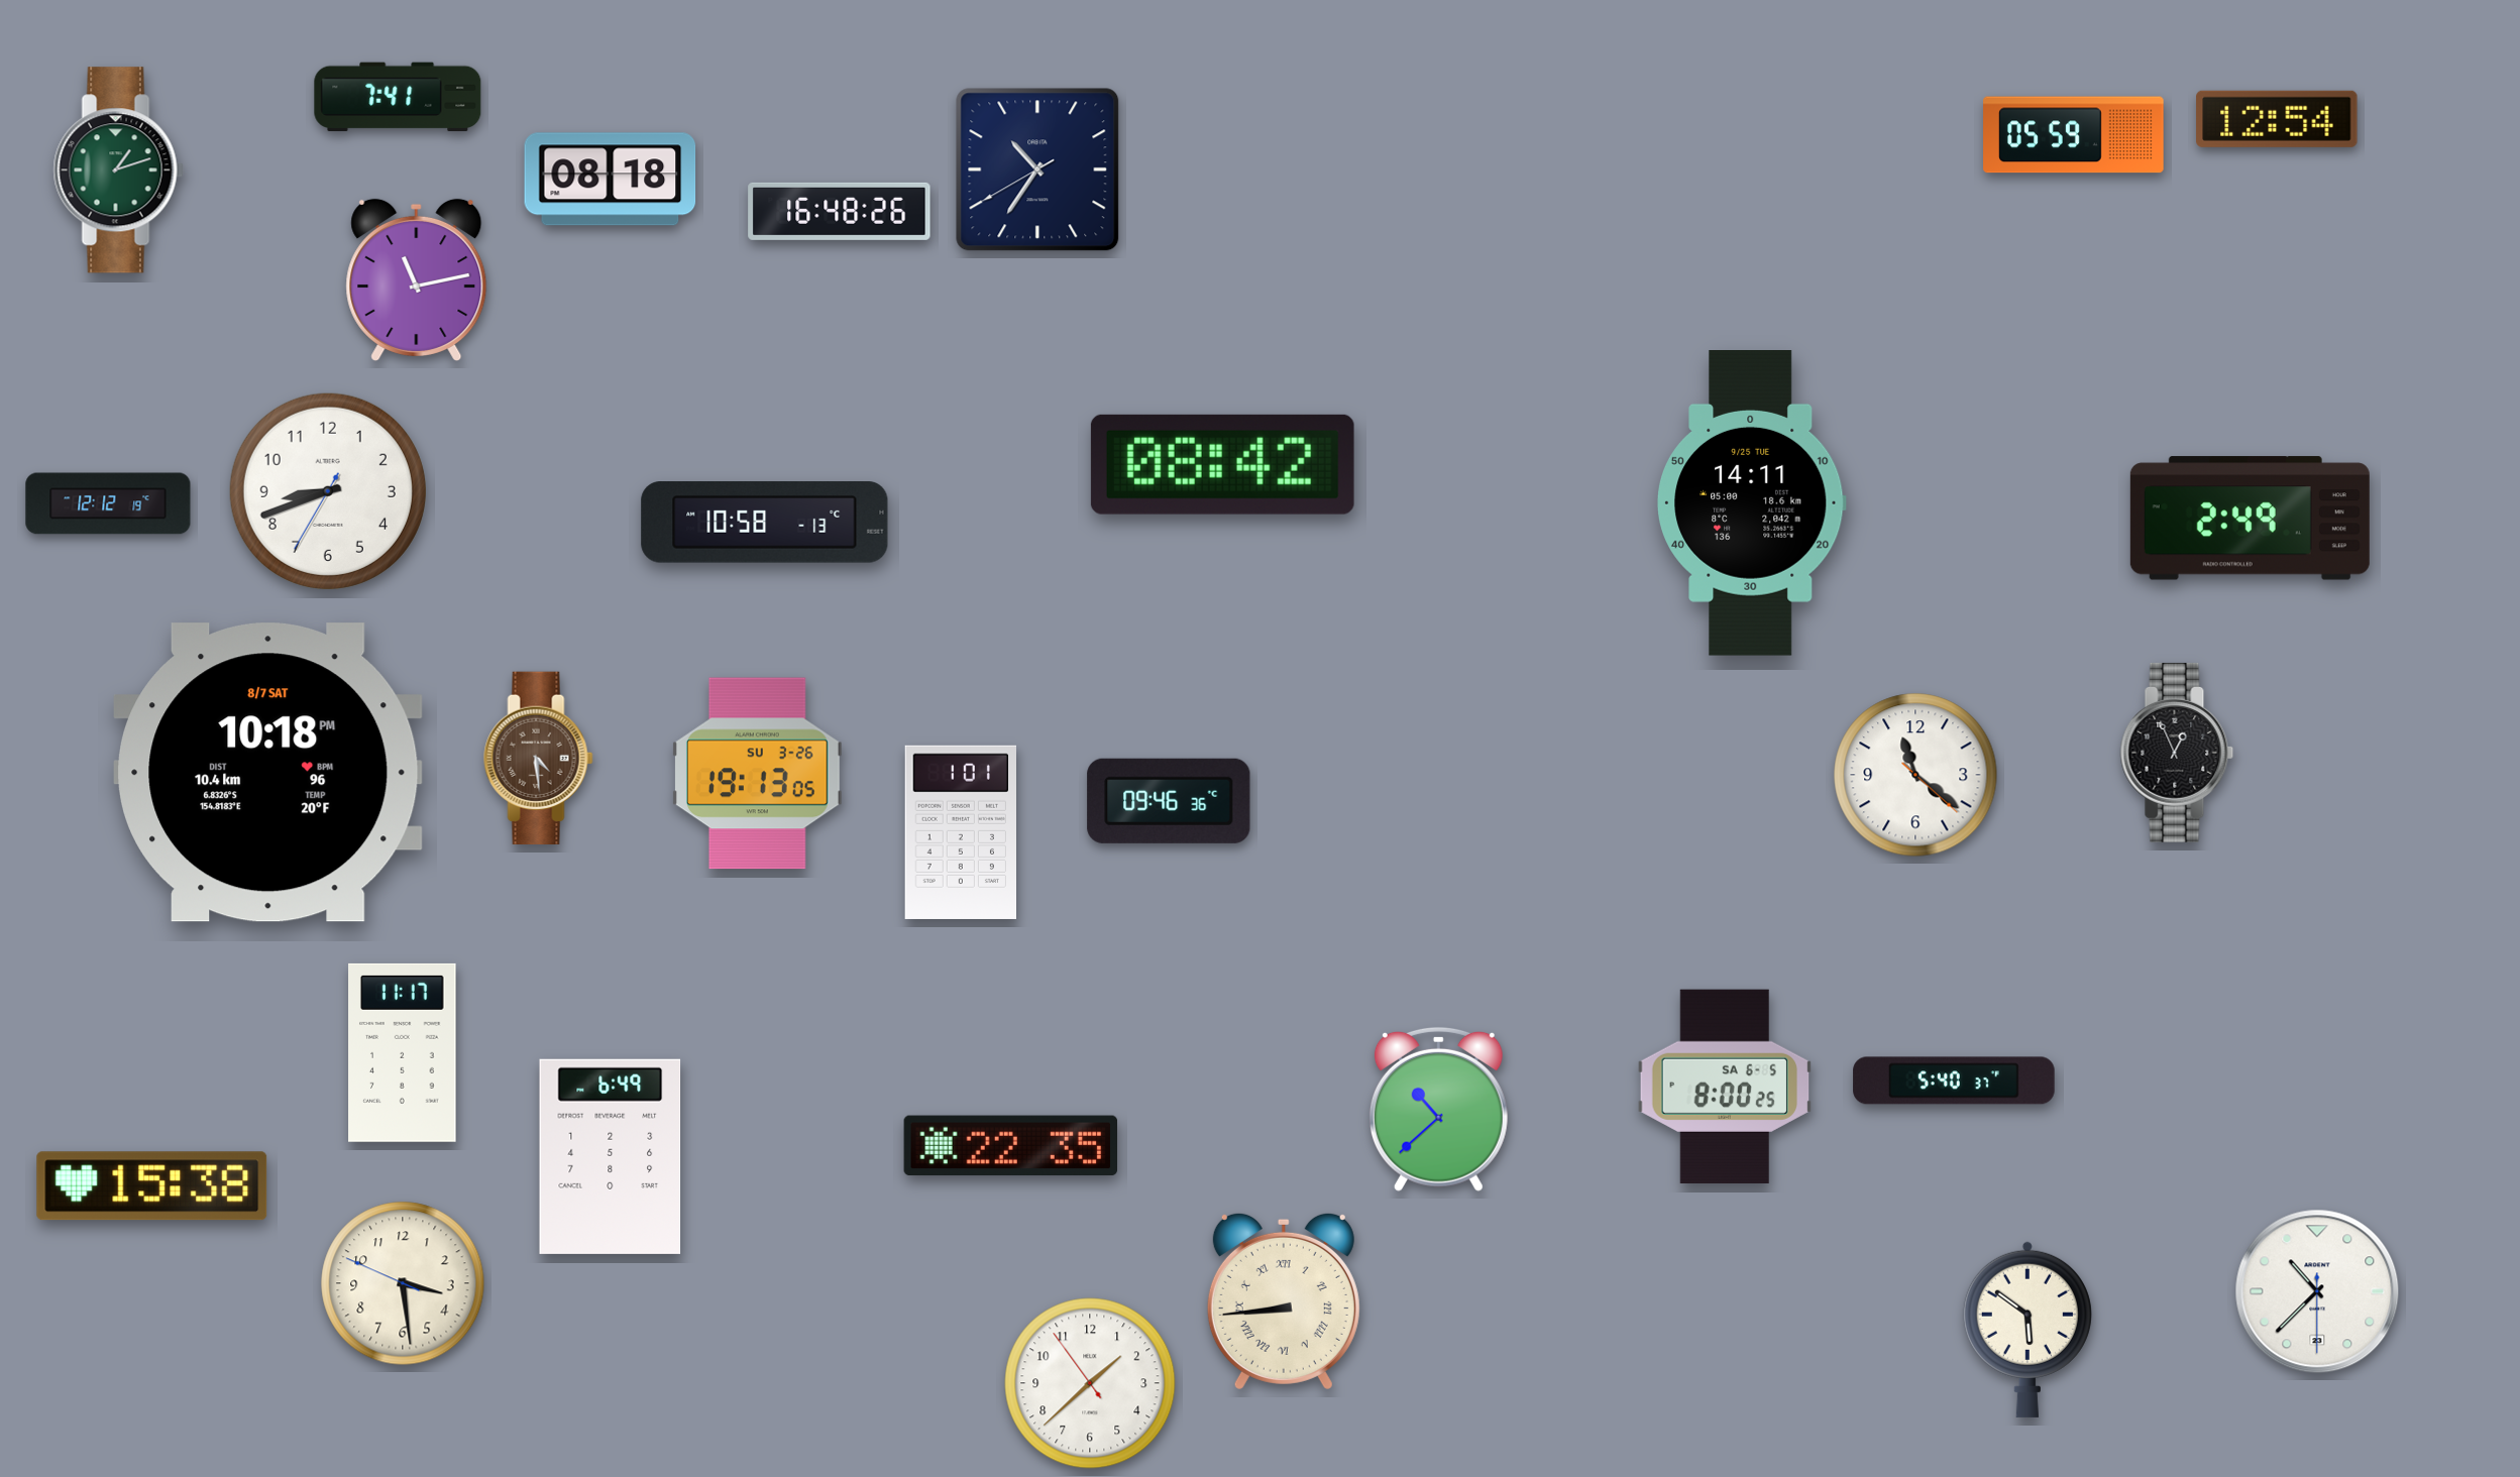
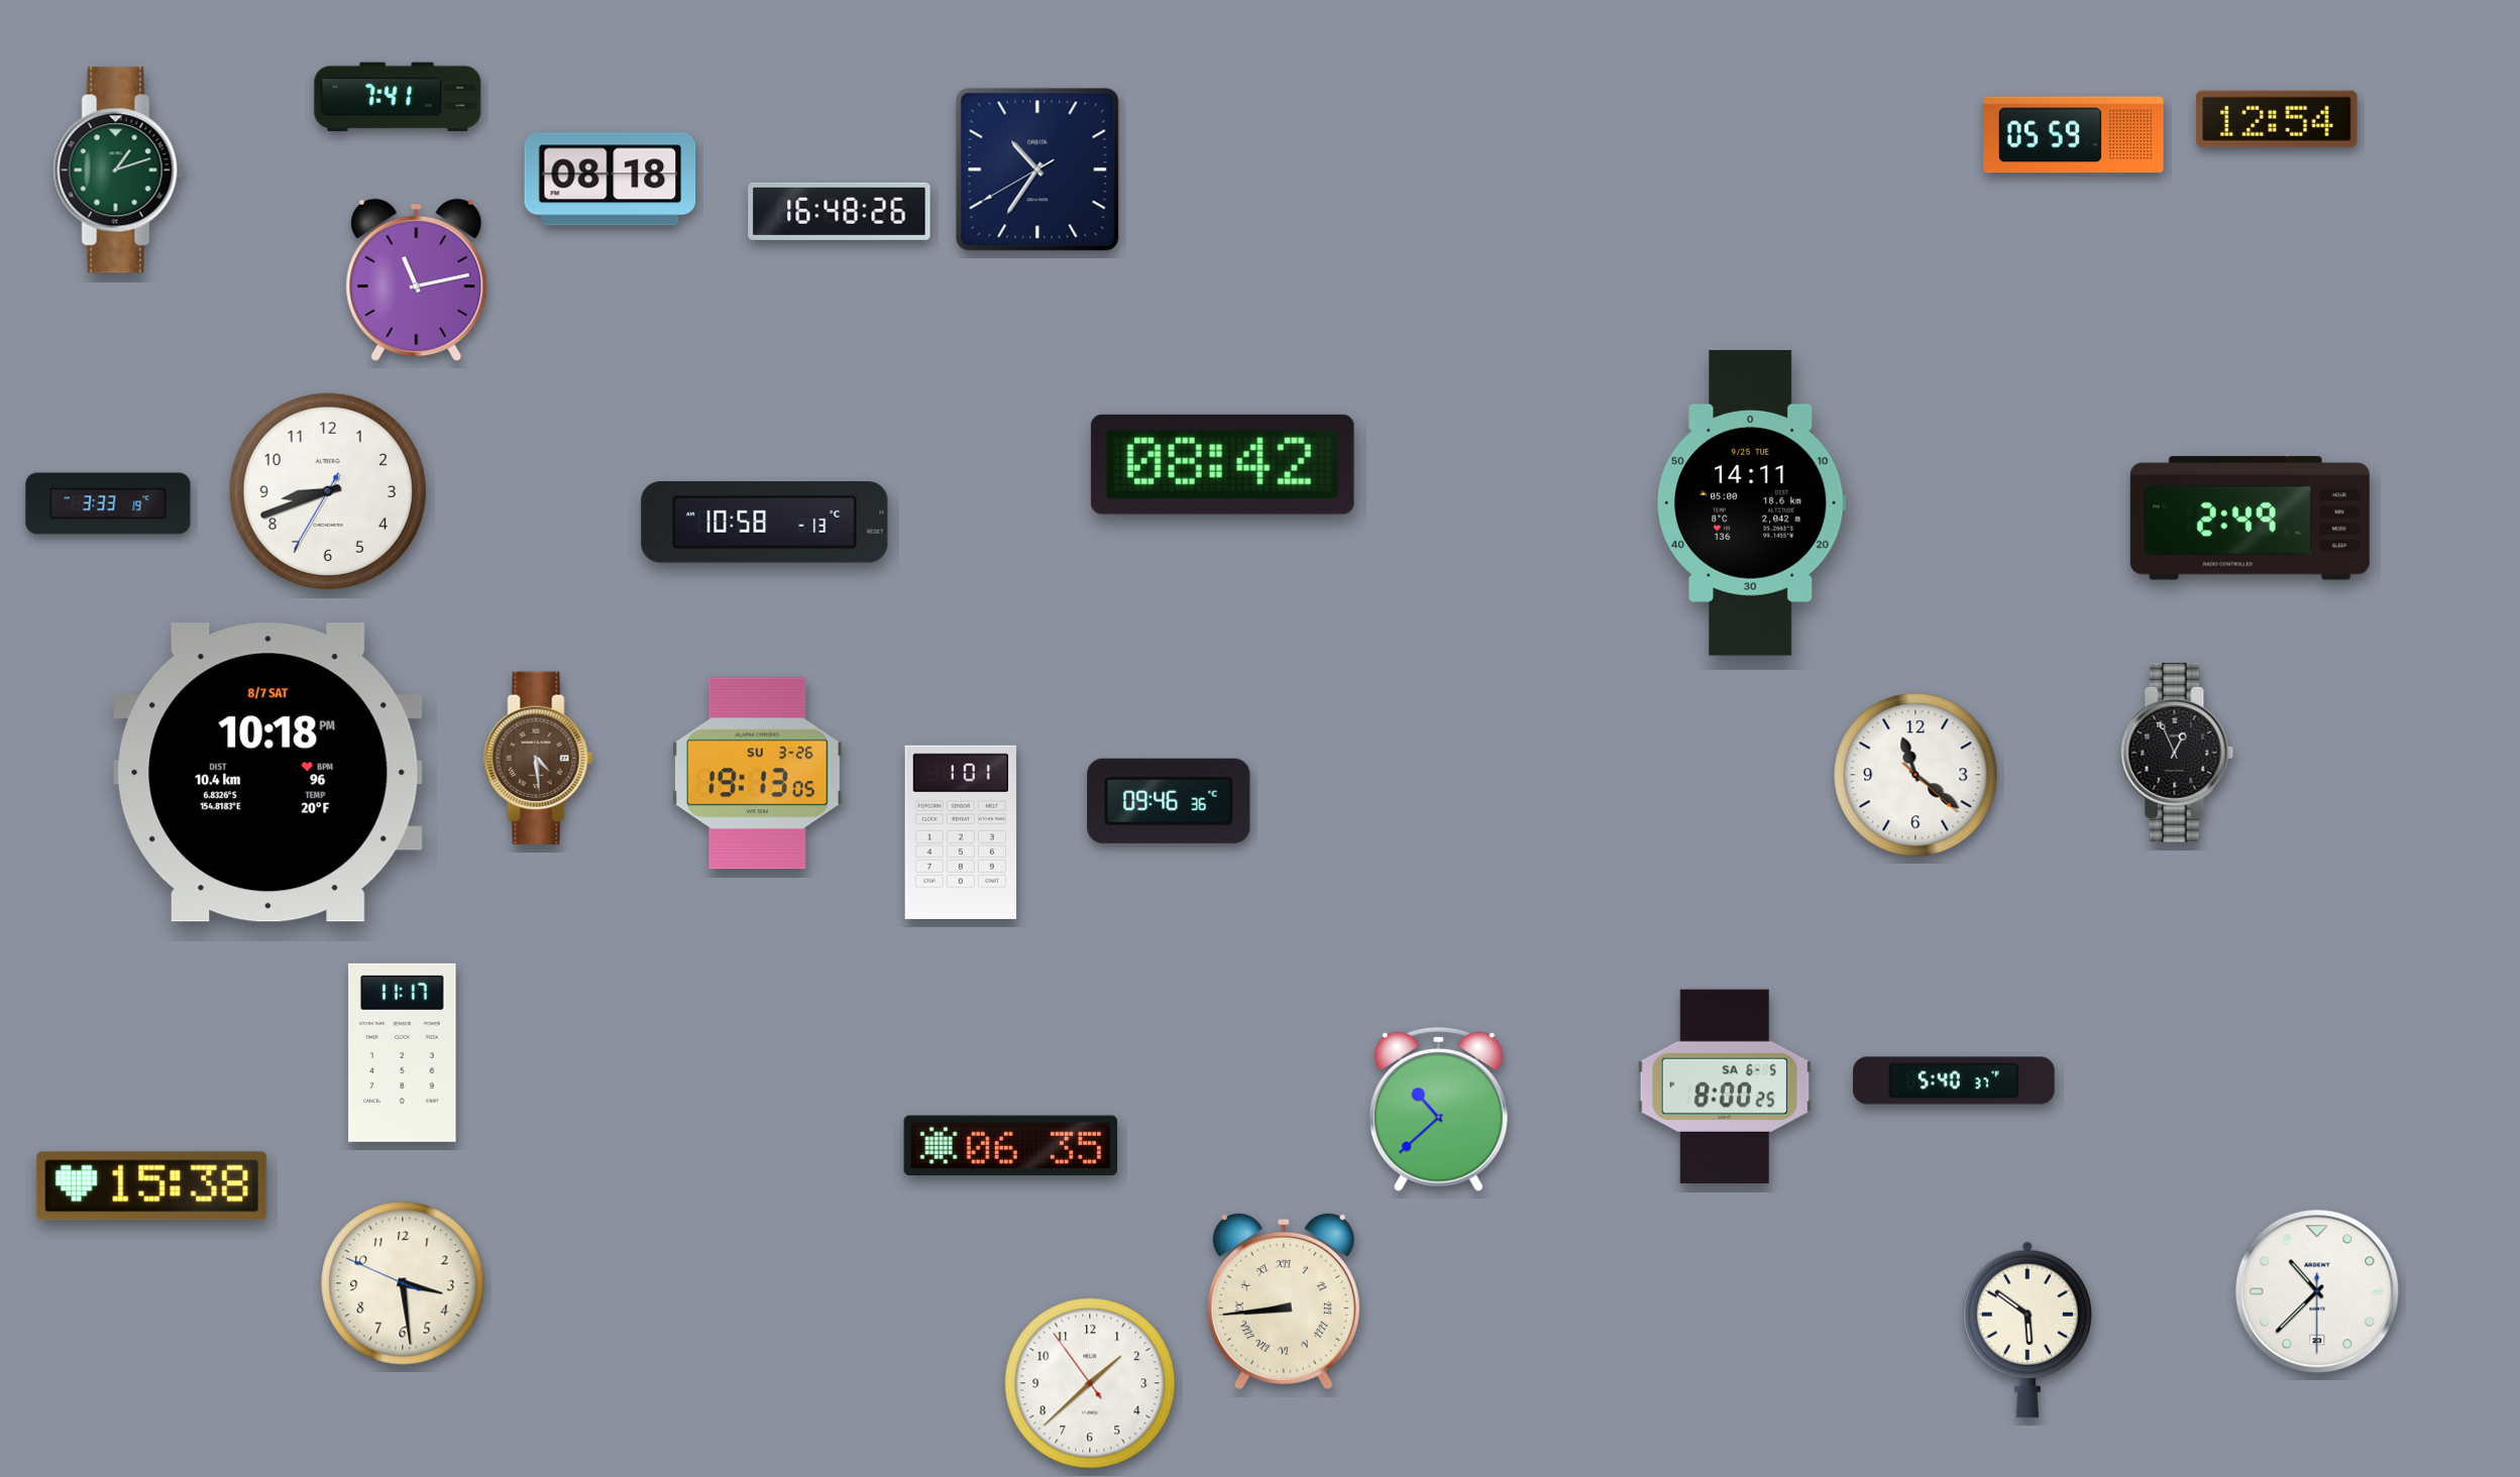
clock at (108, 503): 12:12 -> 3:33
clock at (1011, 1146): 22:35 -> 06:35
clock at (611, 1156): 6:49 -> none
